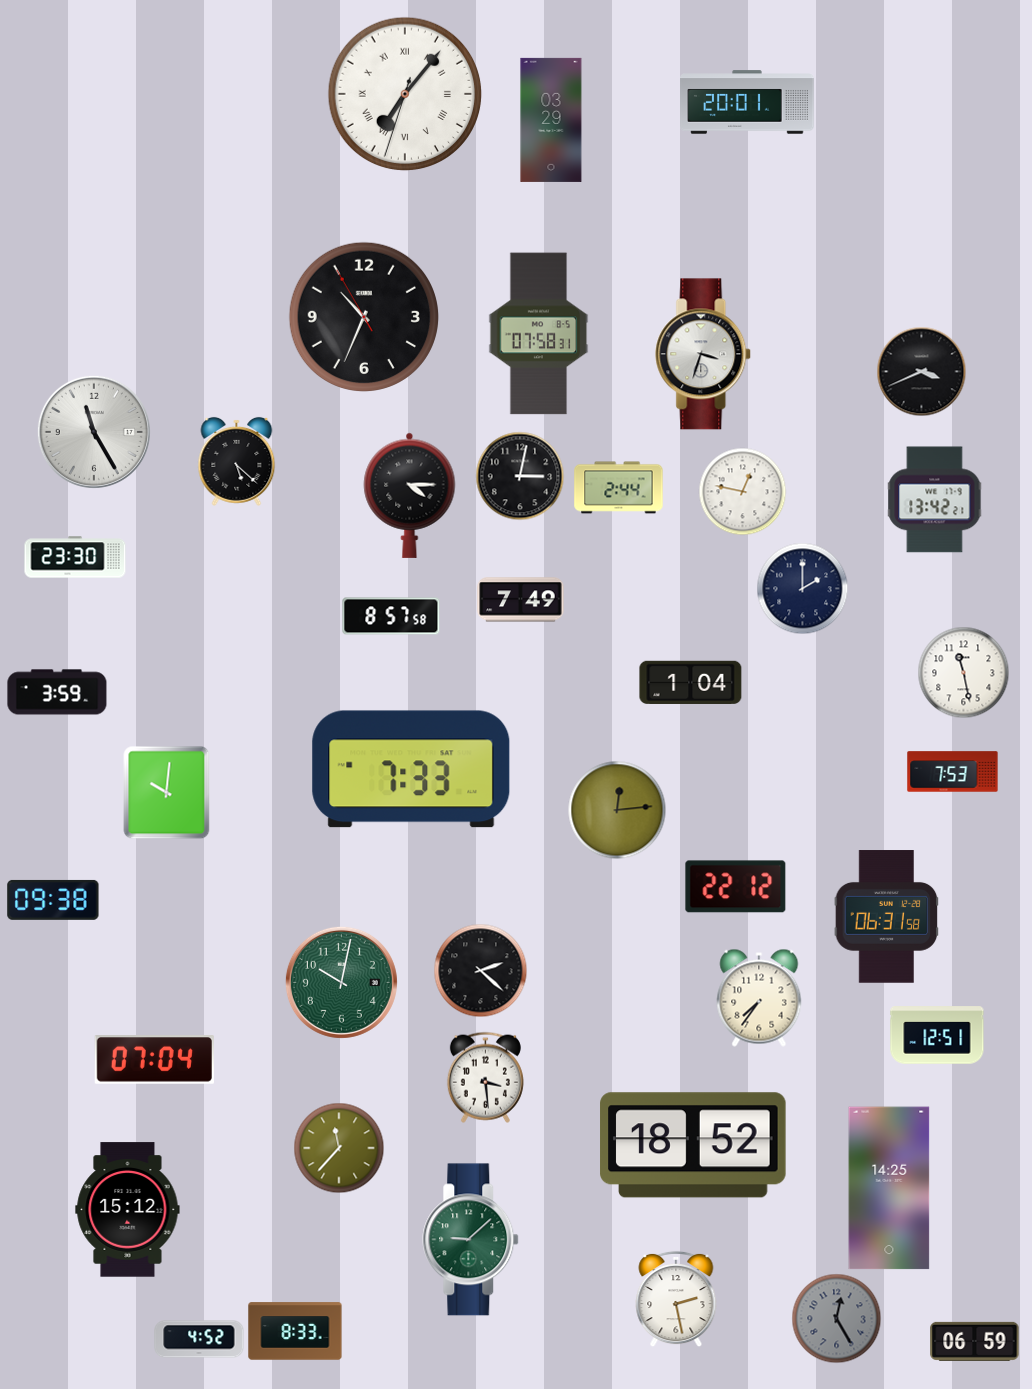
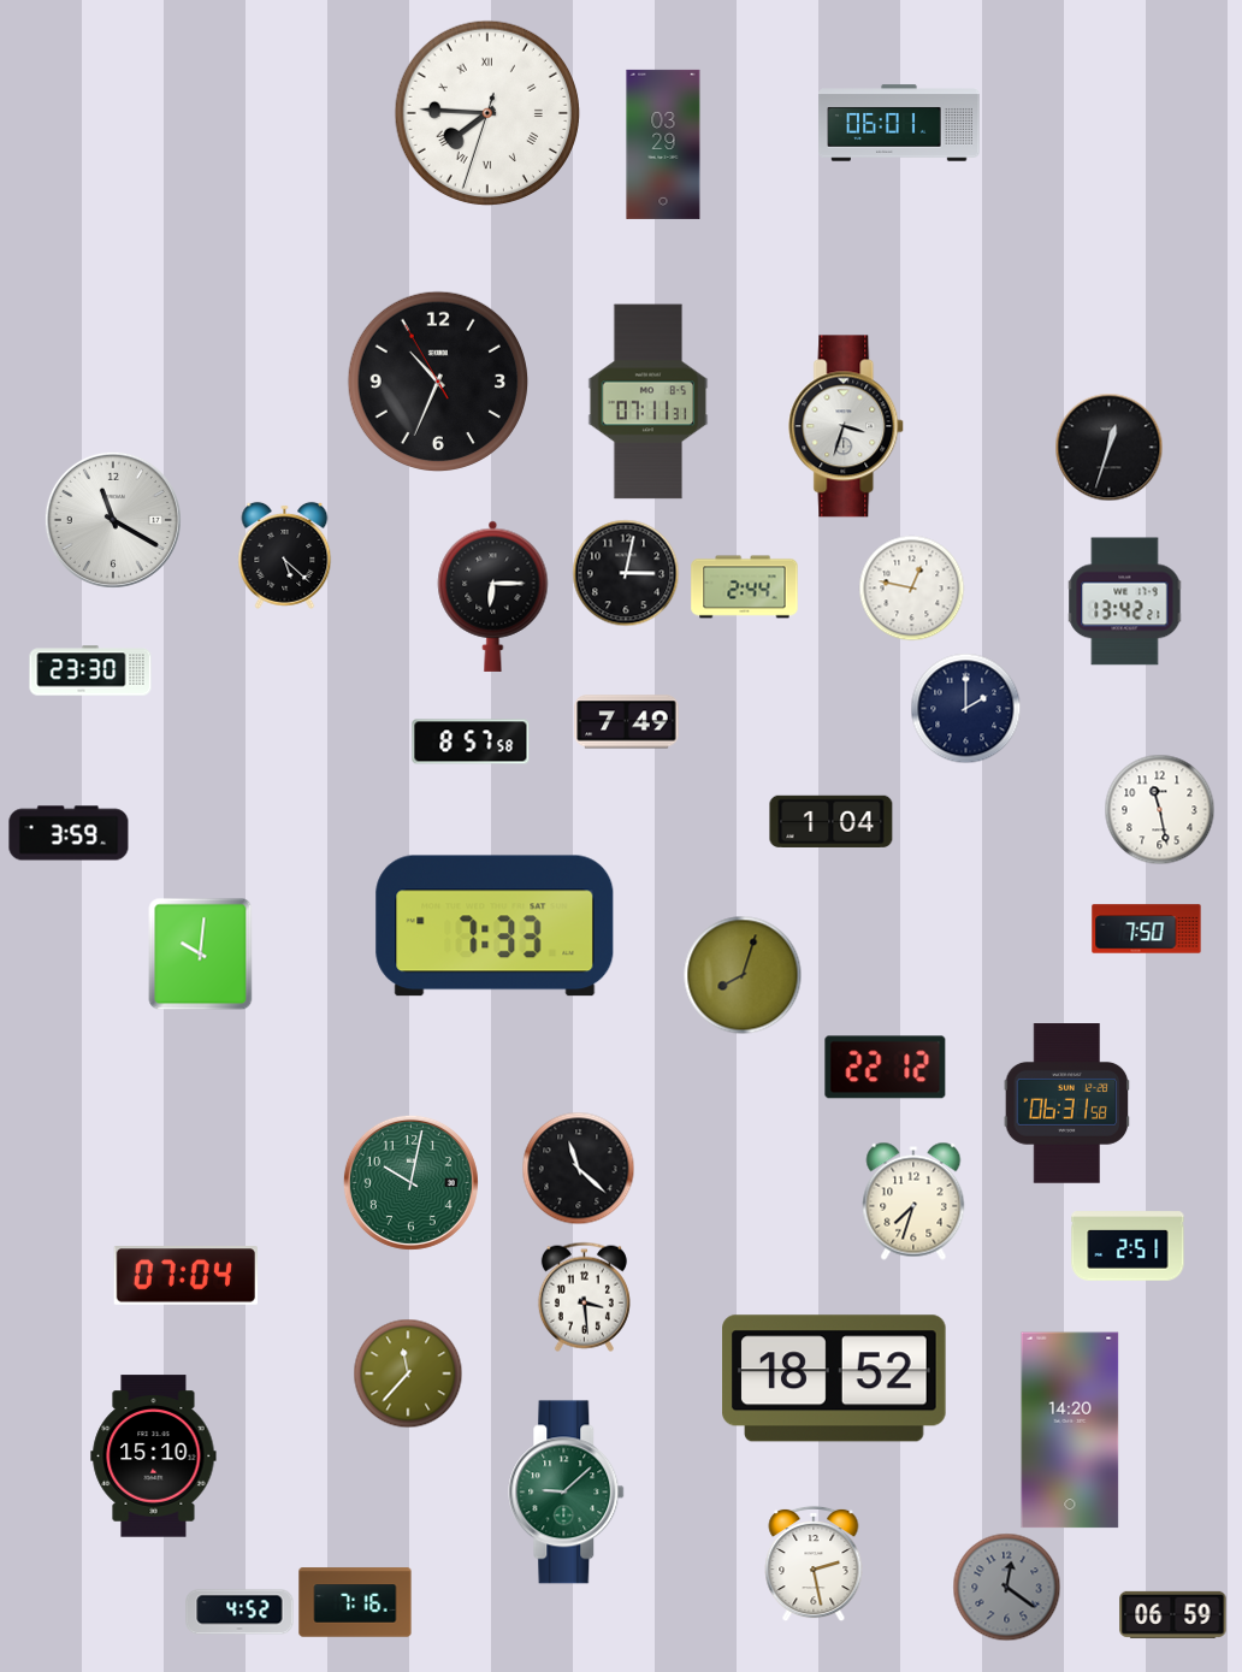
clock at (405, 94): 7:06 -> 7:45
clock at (747, 102): 20:01 -> 06:01
clock at (539, 334): 07:58 -> 07:11
clock at (921, 371): 3:41 -> 12:33
clock at (94, 432): 11:25 -> 11:20
clock at (742, 491) position: (742, 491) -> (911, 587)
clock at (410, 495): 4:15 -> 6:15
clock at (953, 772): 7:53 -> 7:50
clock at (617, 810): 12:14 -> 8:03
clock at (53, 900): 09:38 -> none
clock at (480, 970): 2:22 -> 11:22
clock at (759, 998): 7:36 -> 7:33
clock at (937, 1035): 12:51 -> 2:51
clock at (339, 1148) position: (339, 1148) -> (408, 1373)
clock at (889, 1188): 14:25 -> 14:20
clock at (128, 1210): 15:12 -> 15:10
clock at (836, 1318): 12:25 -> 12:21
clock at (295, 1331): 8:33 -> 7:16
